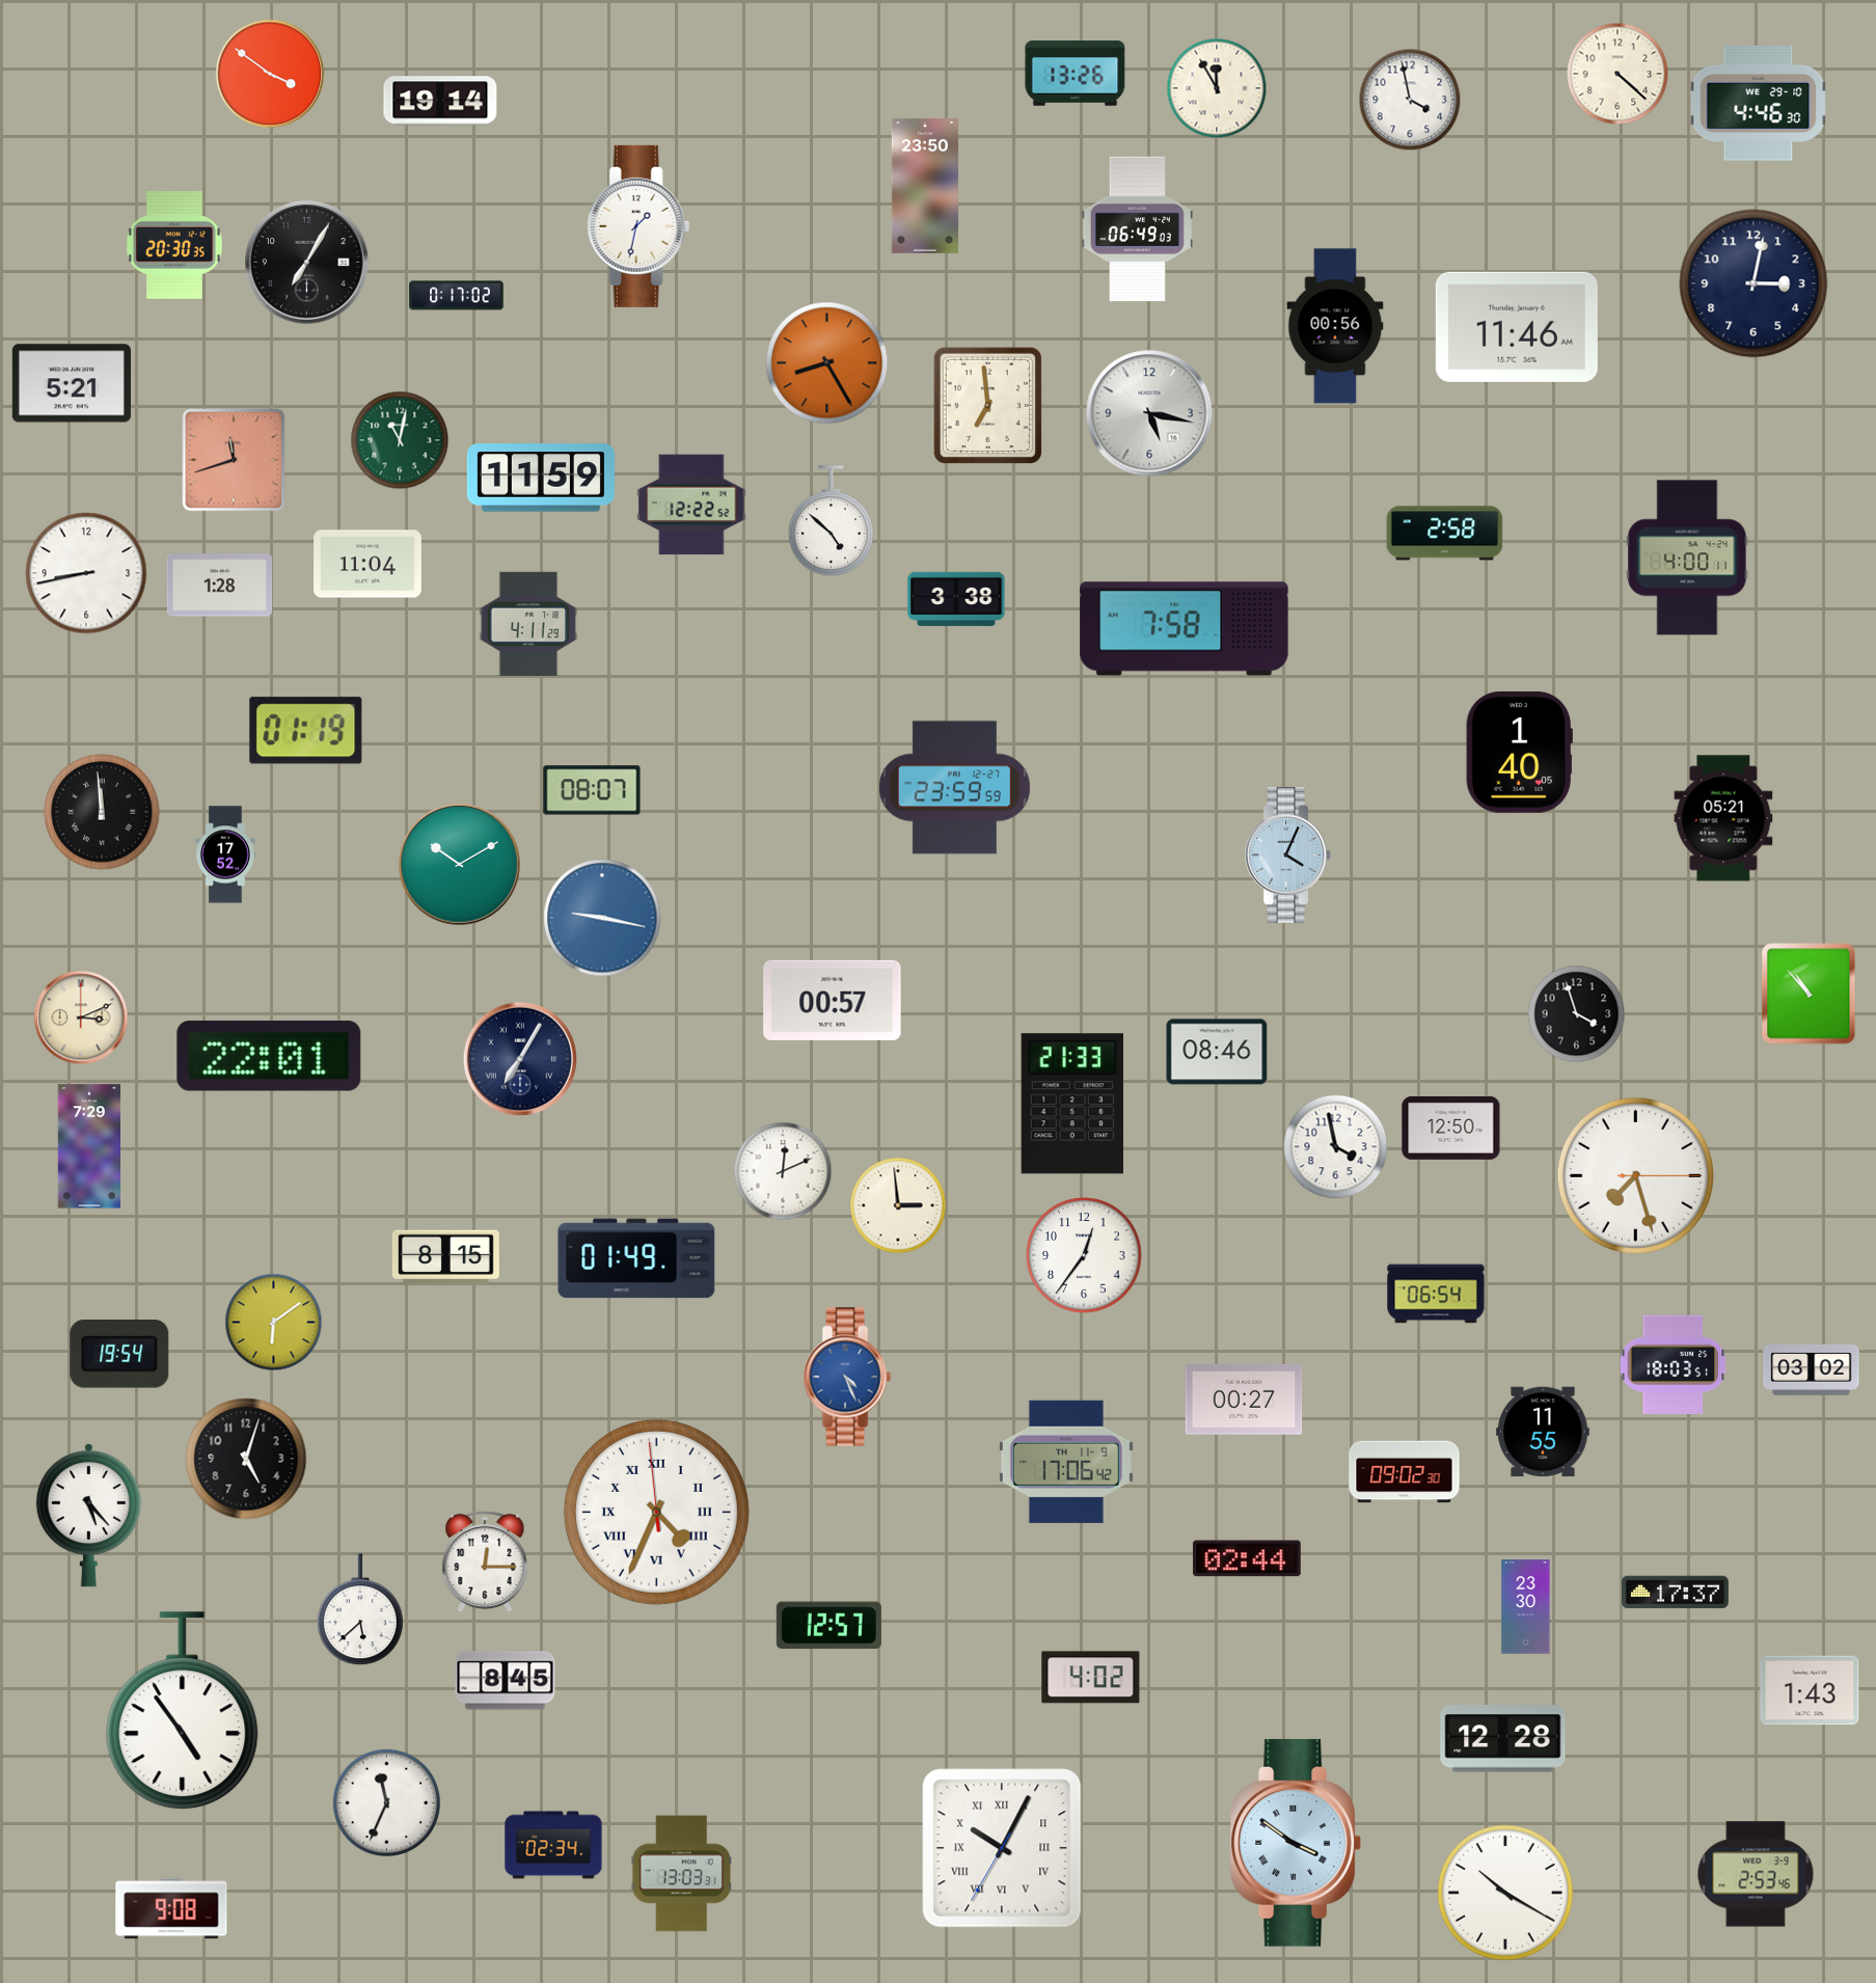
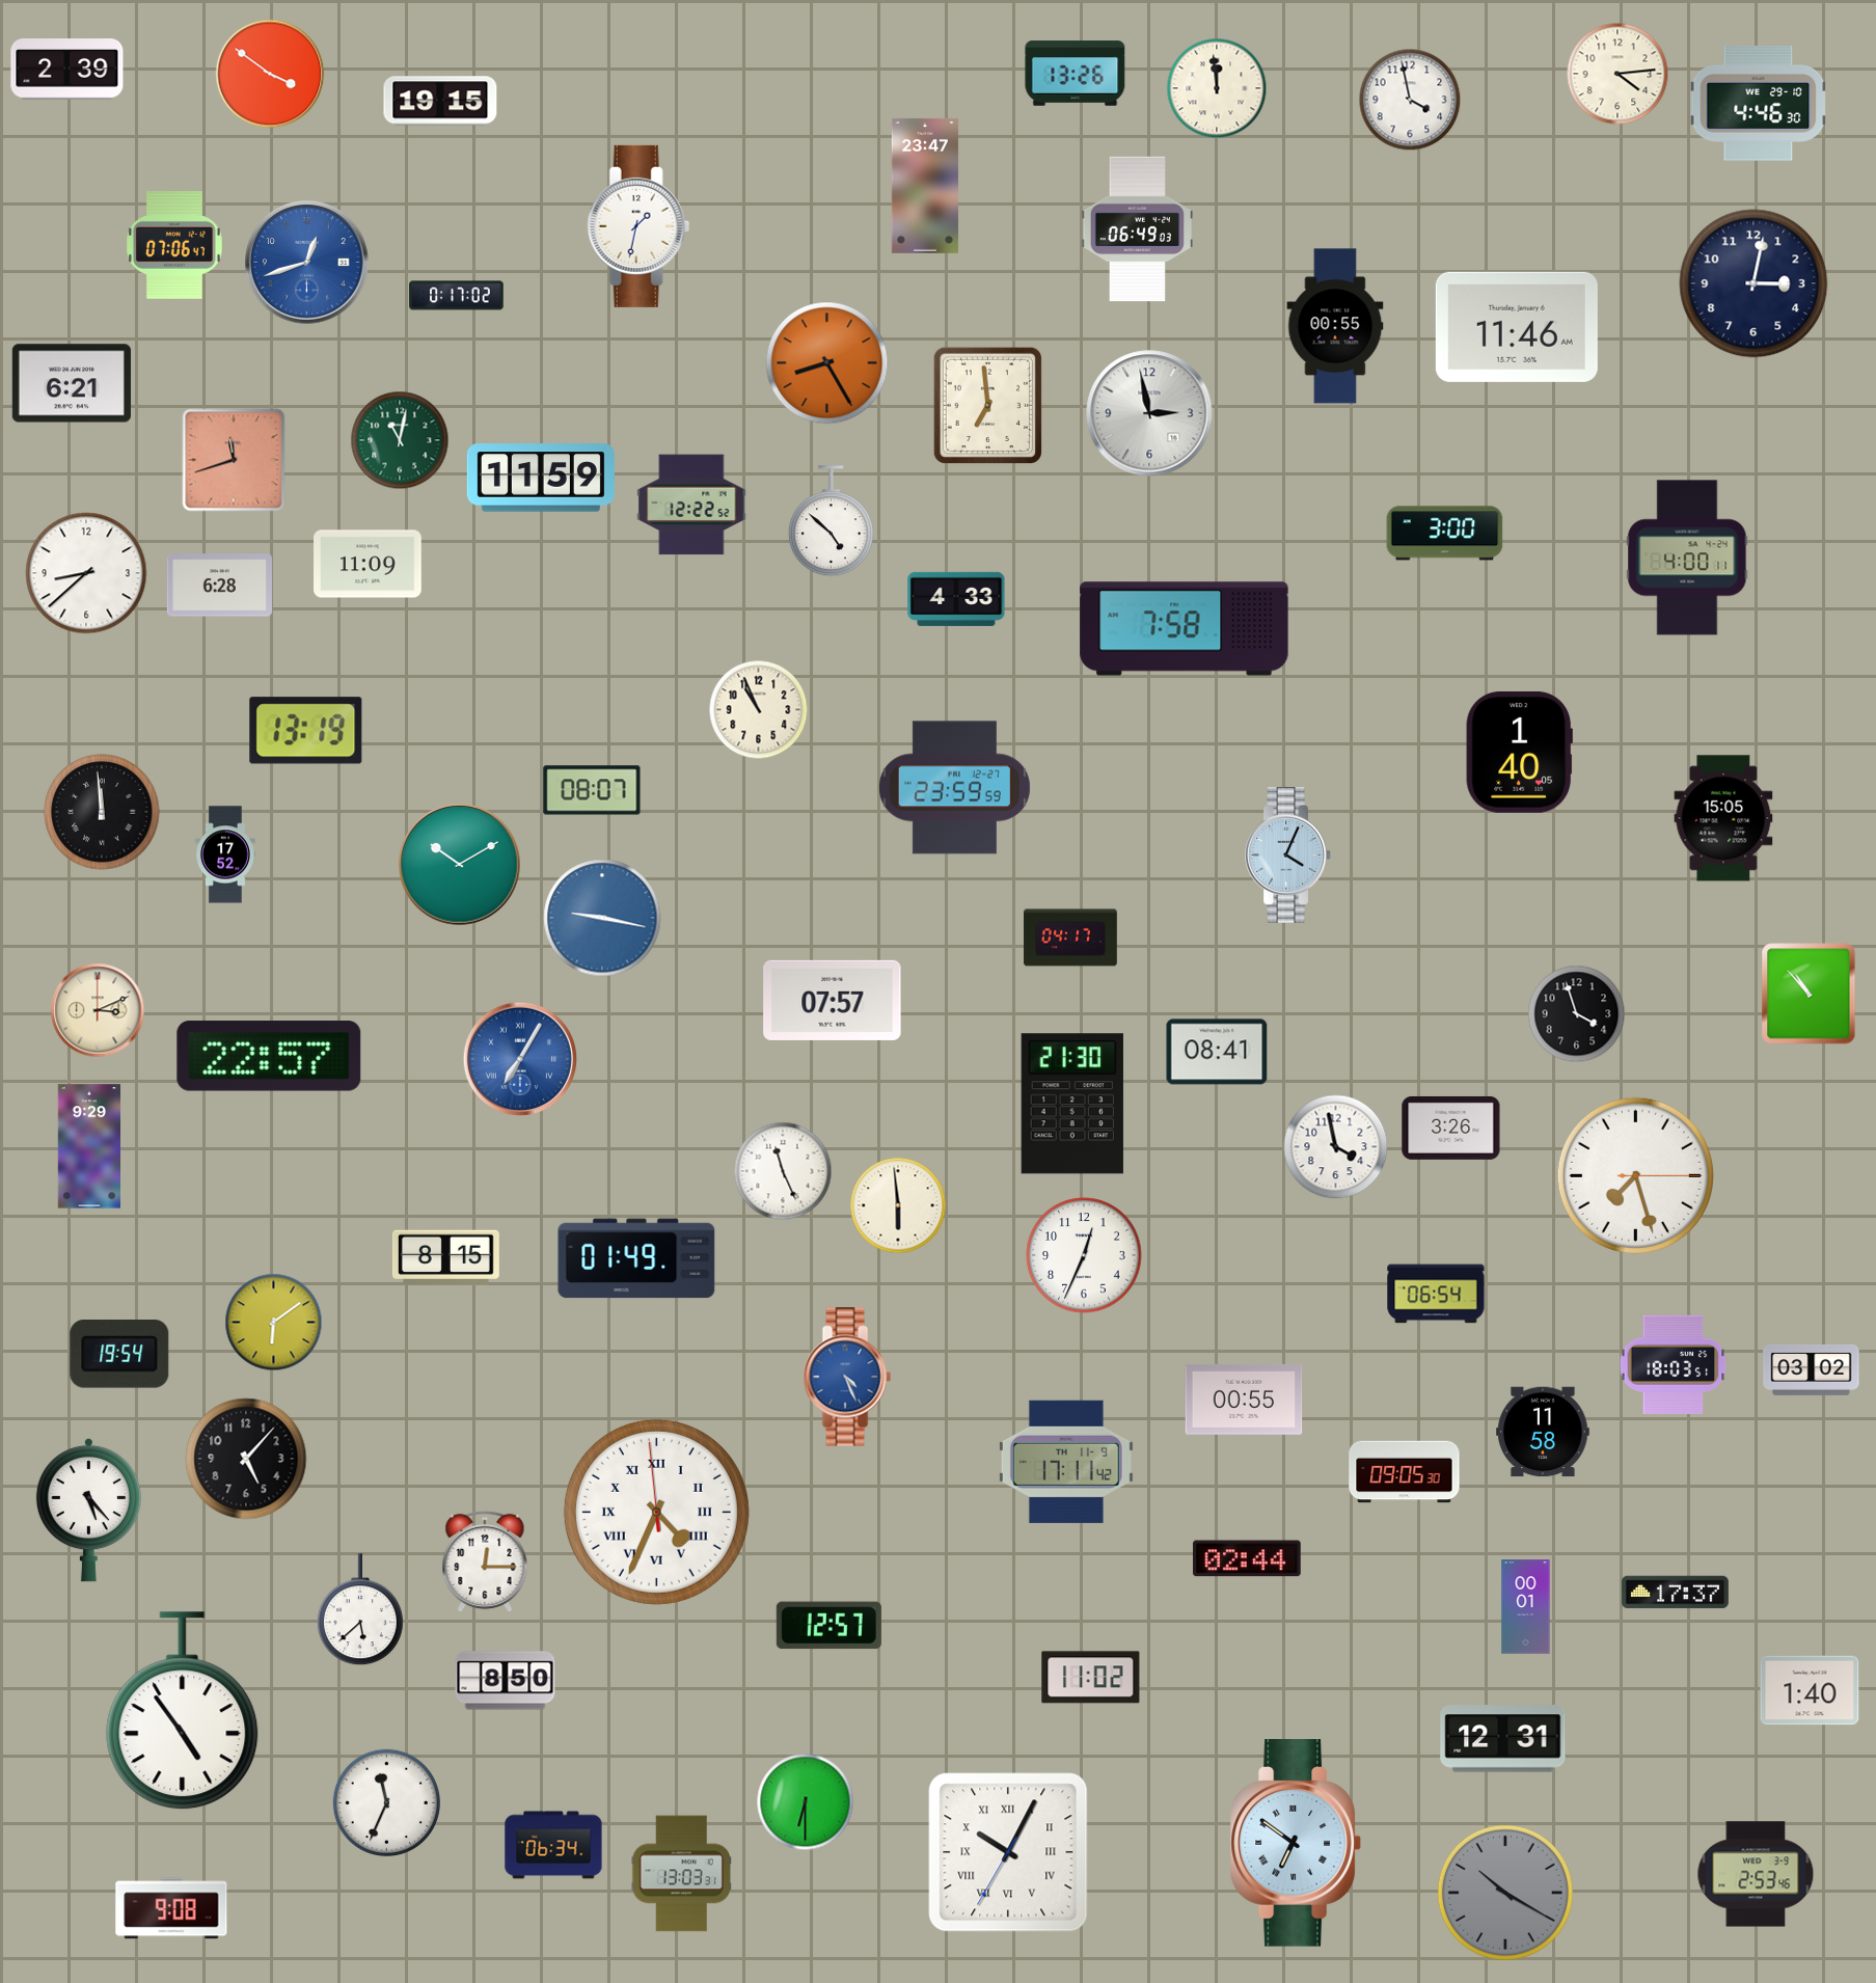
clock at (67, 70): none -> 2:39
clock at (1617, 74): 4:22 -> 4:14
clock at (1217, 88): 11:55 -> 11:59
clock at (440, 101): 19:14 -> 19:15
clock at (925, 186): 23:50 -> 23:47
clock at (175, 246): 20:30 -> 07:06
clock at (307, 263): 7:05 -> 12:42
clock at (307, 263) dial: black -> blue
clock at (1335, 326): 00:56 -> 00:55
clock at (72, 383): 5:21 -> 6:21
clock at (1149, 413): 5:17 -> 2:58
clock at (1445, 534): 2:58 -> 3:00
clock at (368, 564): 11:04 -> 11:09
clock at (86, 573): 8:43 -> 8:38
clock at (219, 586): 1:28 -> 6:28
clock at (956, 599): 3:38 -> 4:33
clock at (528, 623): 4:11 -> none
clock at (759, 710): none -> 10:56
clock at (306, 731): 01:19 -> 13:19
clock at (1723, 818): 05:21 -> 15:05
clock at (1070, 938): none -> 04:17
clock at (833, 1000): 00:57 -> 07:57
clock at (81, 1017) position: (81, 1017) -> (98, 1010)
clock at (1217, 1052): 08:46 -> 08:41
clock at (269, 1056): 22:01 -> 22:57
clock at (520, 1059) dial: navy -> blue
clock at (1072, 1104): 21:33 -> 21:30
clock at (1451, 1128): 12:50 -> 3:26
clock at (88, 1146): 7:29 -> 9:29
clock at (783, 1171): 12:11 -> 11:26
clock at (898, 1205): 2:59 -> 5:59
clock at (1084, 1255): 12:36 -> 12:34
clock at (1244, 1400): 00:27 -> 00:55
clock at (1544, 1432): 11:55 -> 11:58
clock at (246, 1459): 5:03 -> 5:07
clock at (1066, 1462): 17:06 -> 17:11
clock at (1405, 1472): 09:02 -> 09:05
clock at (88, 1515) position: (88, 1515) -> (88, 1510)
clock at (1526, 1607): 23:30 -> 00:01
clock at (1091, 1678): 4:02 -> 11:02
clock at (506, 1681): 8:45 -> 8:50
clock at (1810, 1690): 1:43 -> 1:40
clock at (1503, 1739): 12:28 -> 12:31
clock at (806, 1802): none -> 6:30
clock at (1296, 1844): 3:51 -> 6:51
clock at (553, 1845): 02:34 -> 06:34
clock at (1002, 1848) position: (1002, 1848) -> (1008, 1852)
clock at (1505, 1893) dial: white -> grey
